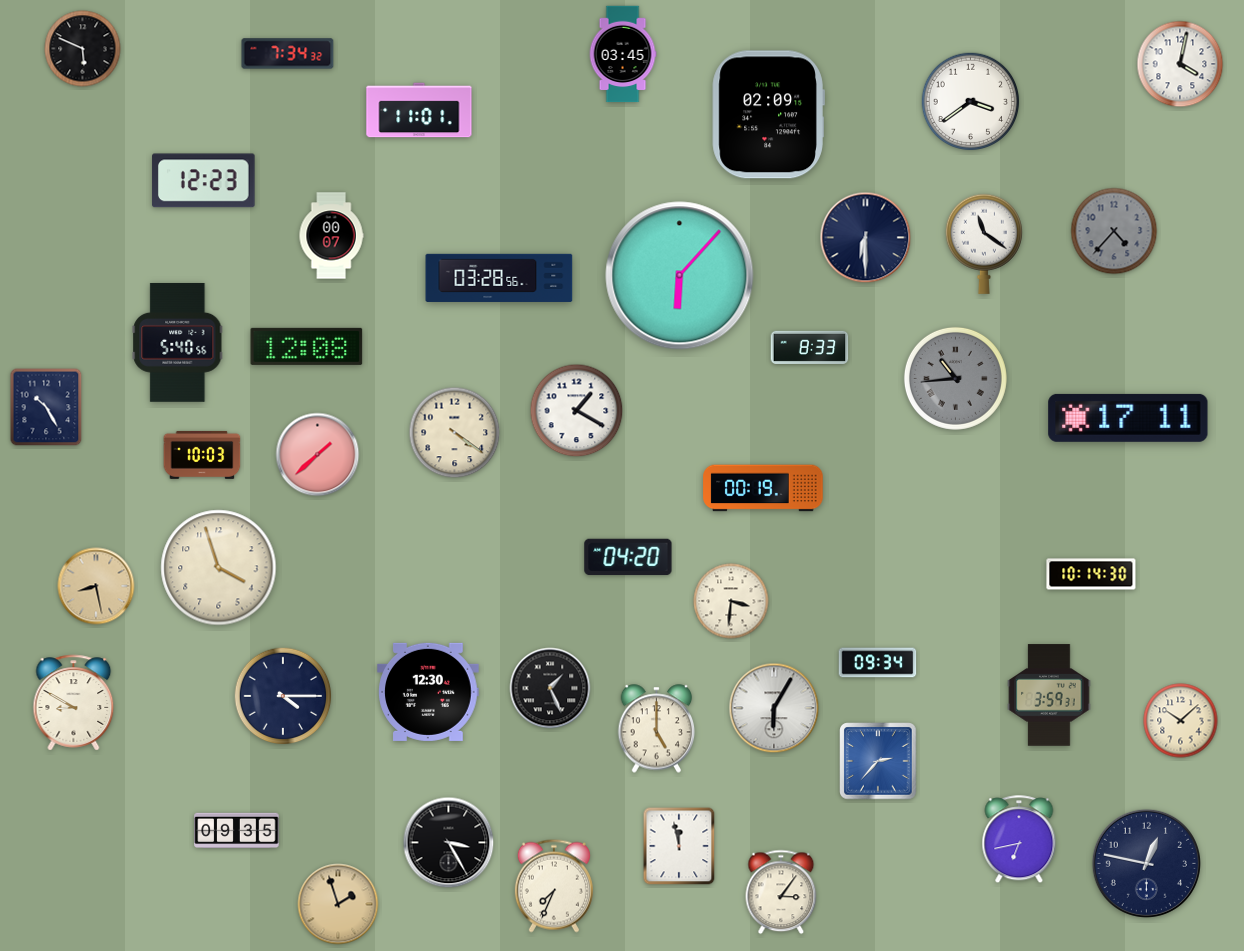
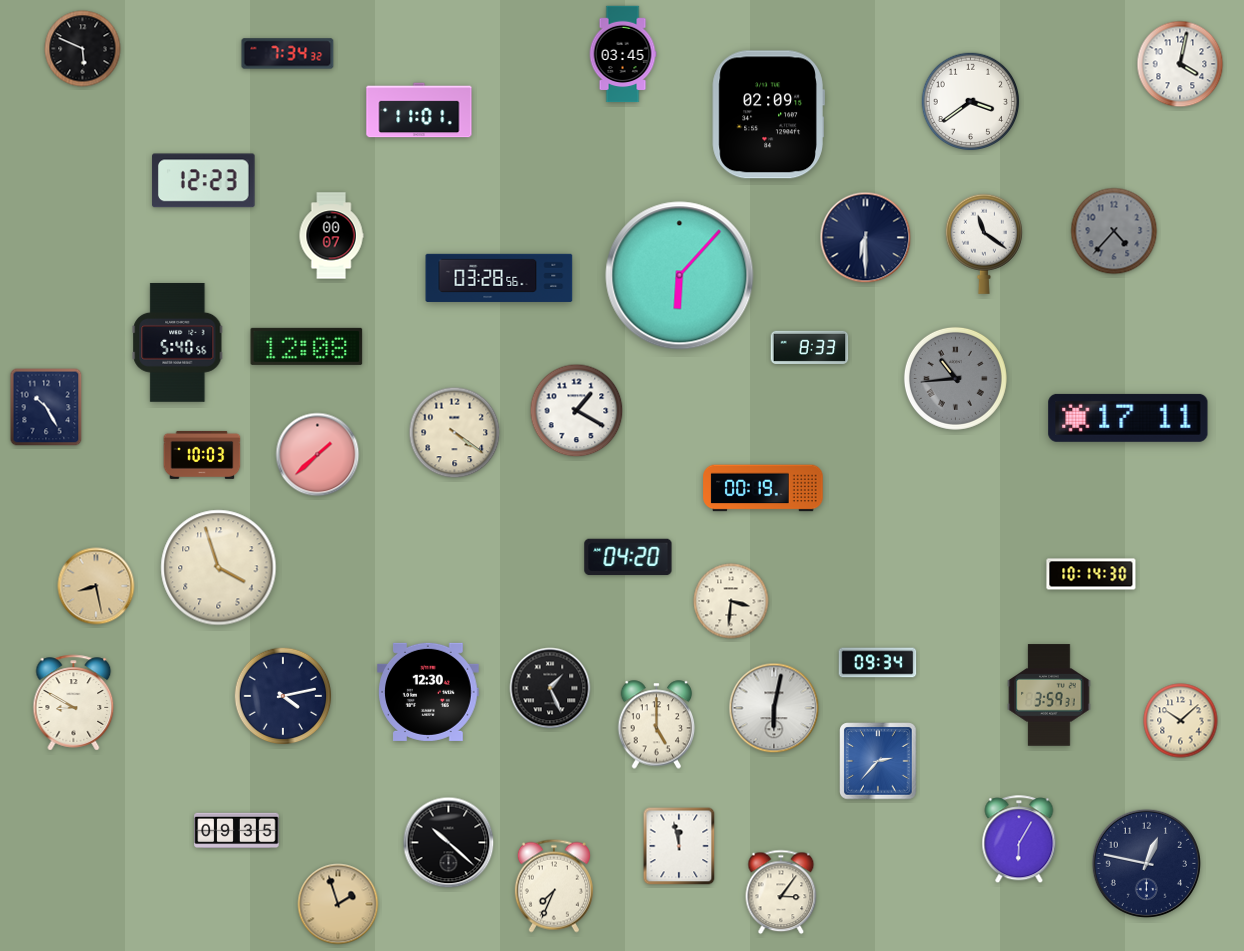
clock at (283, 696): 4:15 -> 4:13
clock at (774, 708): 6:05 -> 6:02
clock at (657, 729) position: (657, 729) -> (657, 725)
clock at (1019, 840): 6:43 -> 6:05
clock at (449, 843): 3:25 -> 10:22
